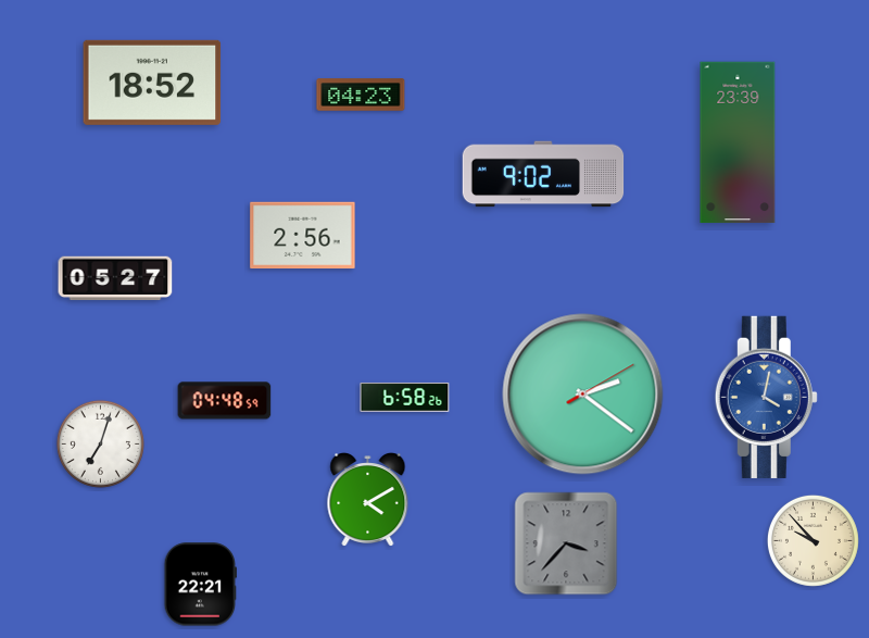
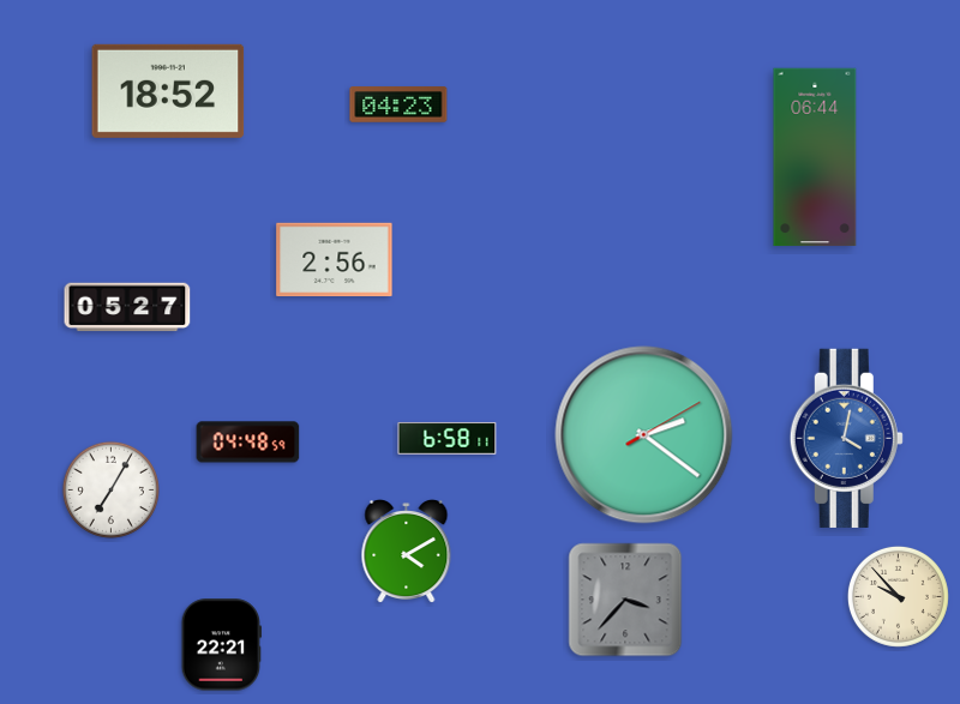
clock at (738, 142): 23:39 -> 06:44
clock at (543, 174): 9:02 -> none
clock at (405, 398): 6:58:26 -> 6:58:11
clock at (100, 443): 7:03 -> 7:05
